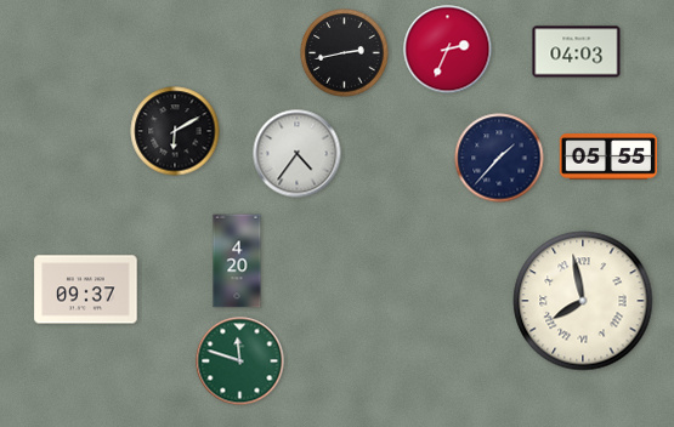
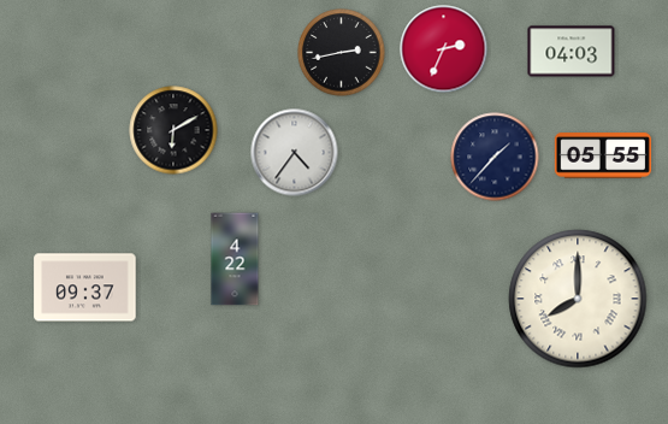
clock at (237, 261): 4:20 -> 4:22
clock at (583, 301): 7:58 -> 8:00
clock at (240, 361): 11:48 -> none
